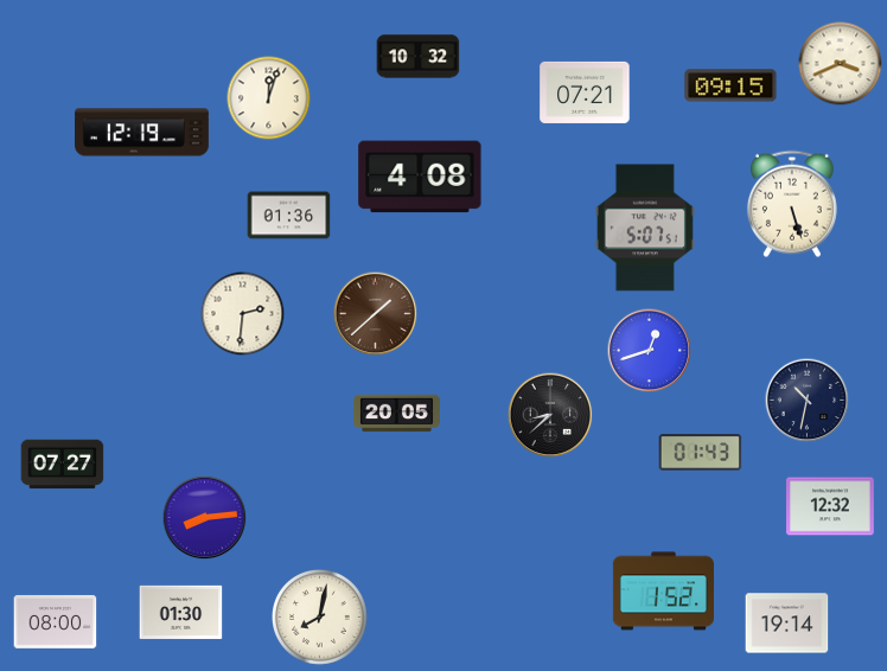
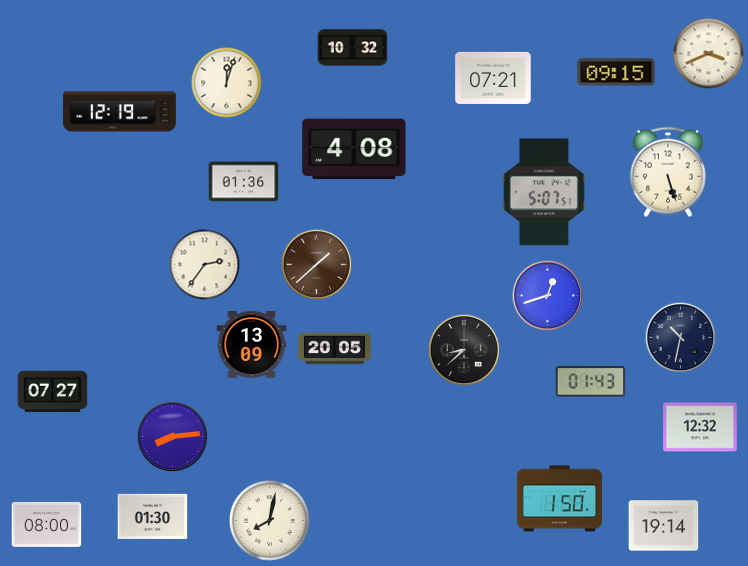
clock at (243, 314): 2:31 -> 2:36
clock at (252, 345): none -> 13:09
clock at (663, 592): 1:52 -> 1:50
